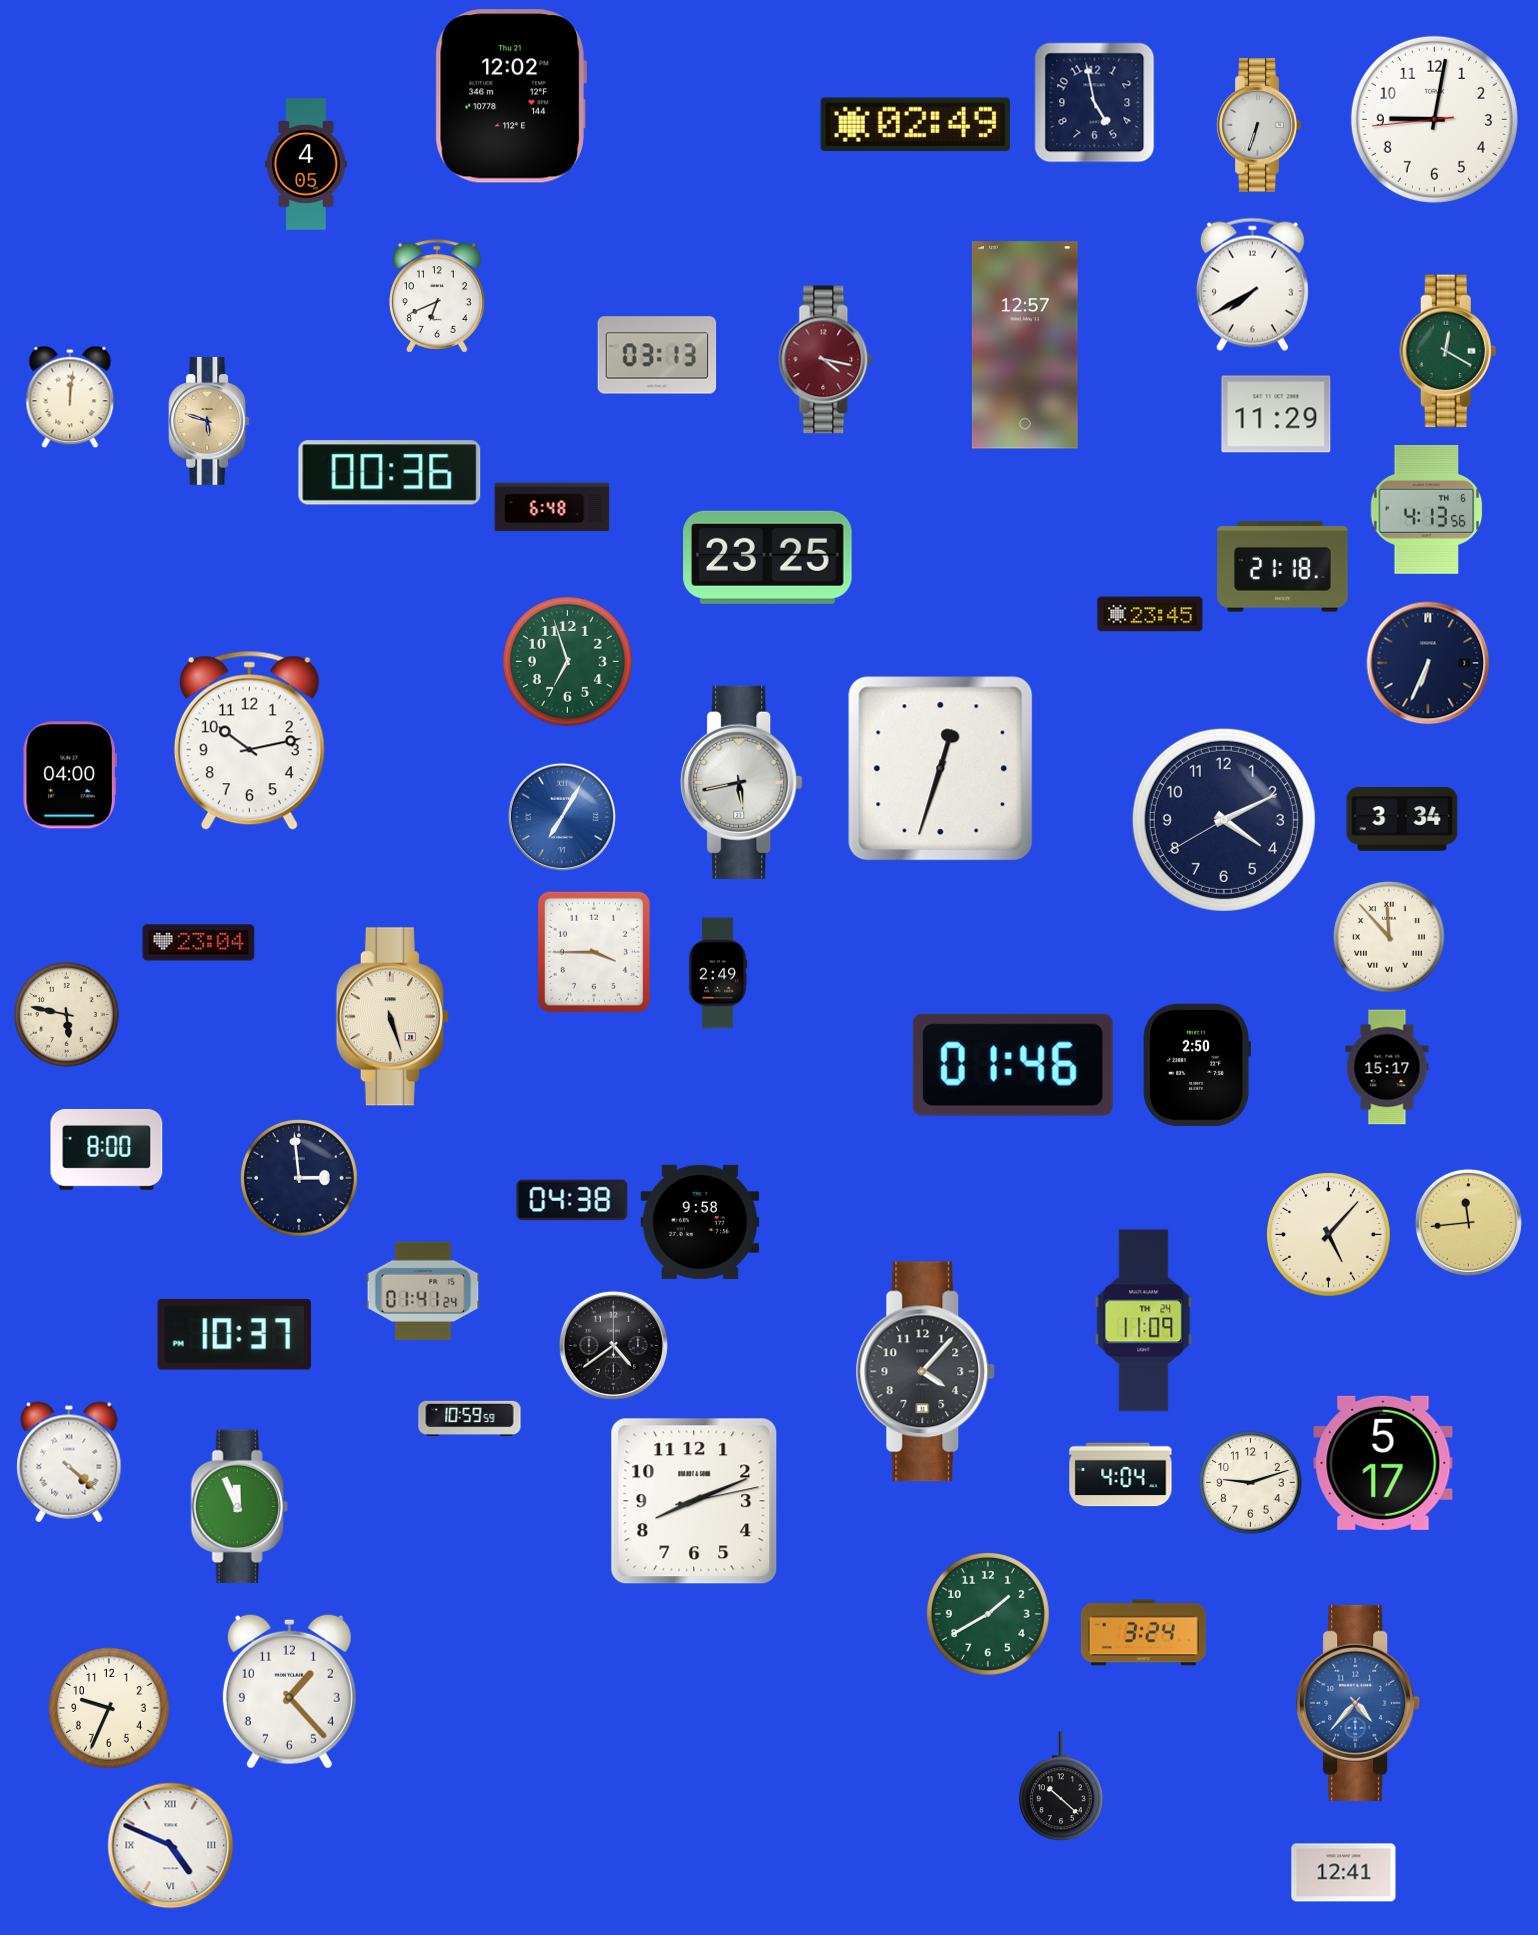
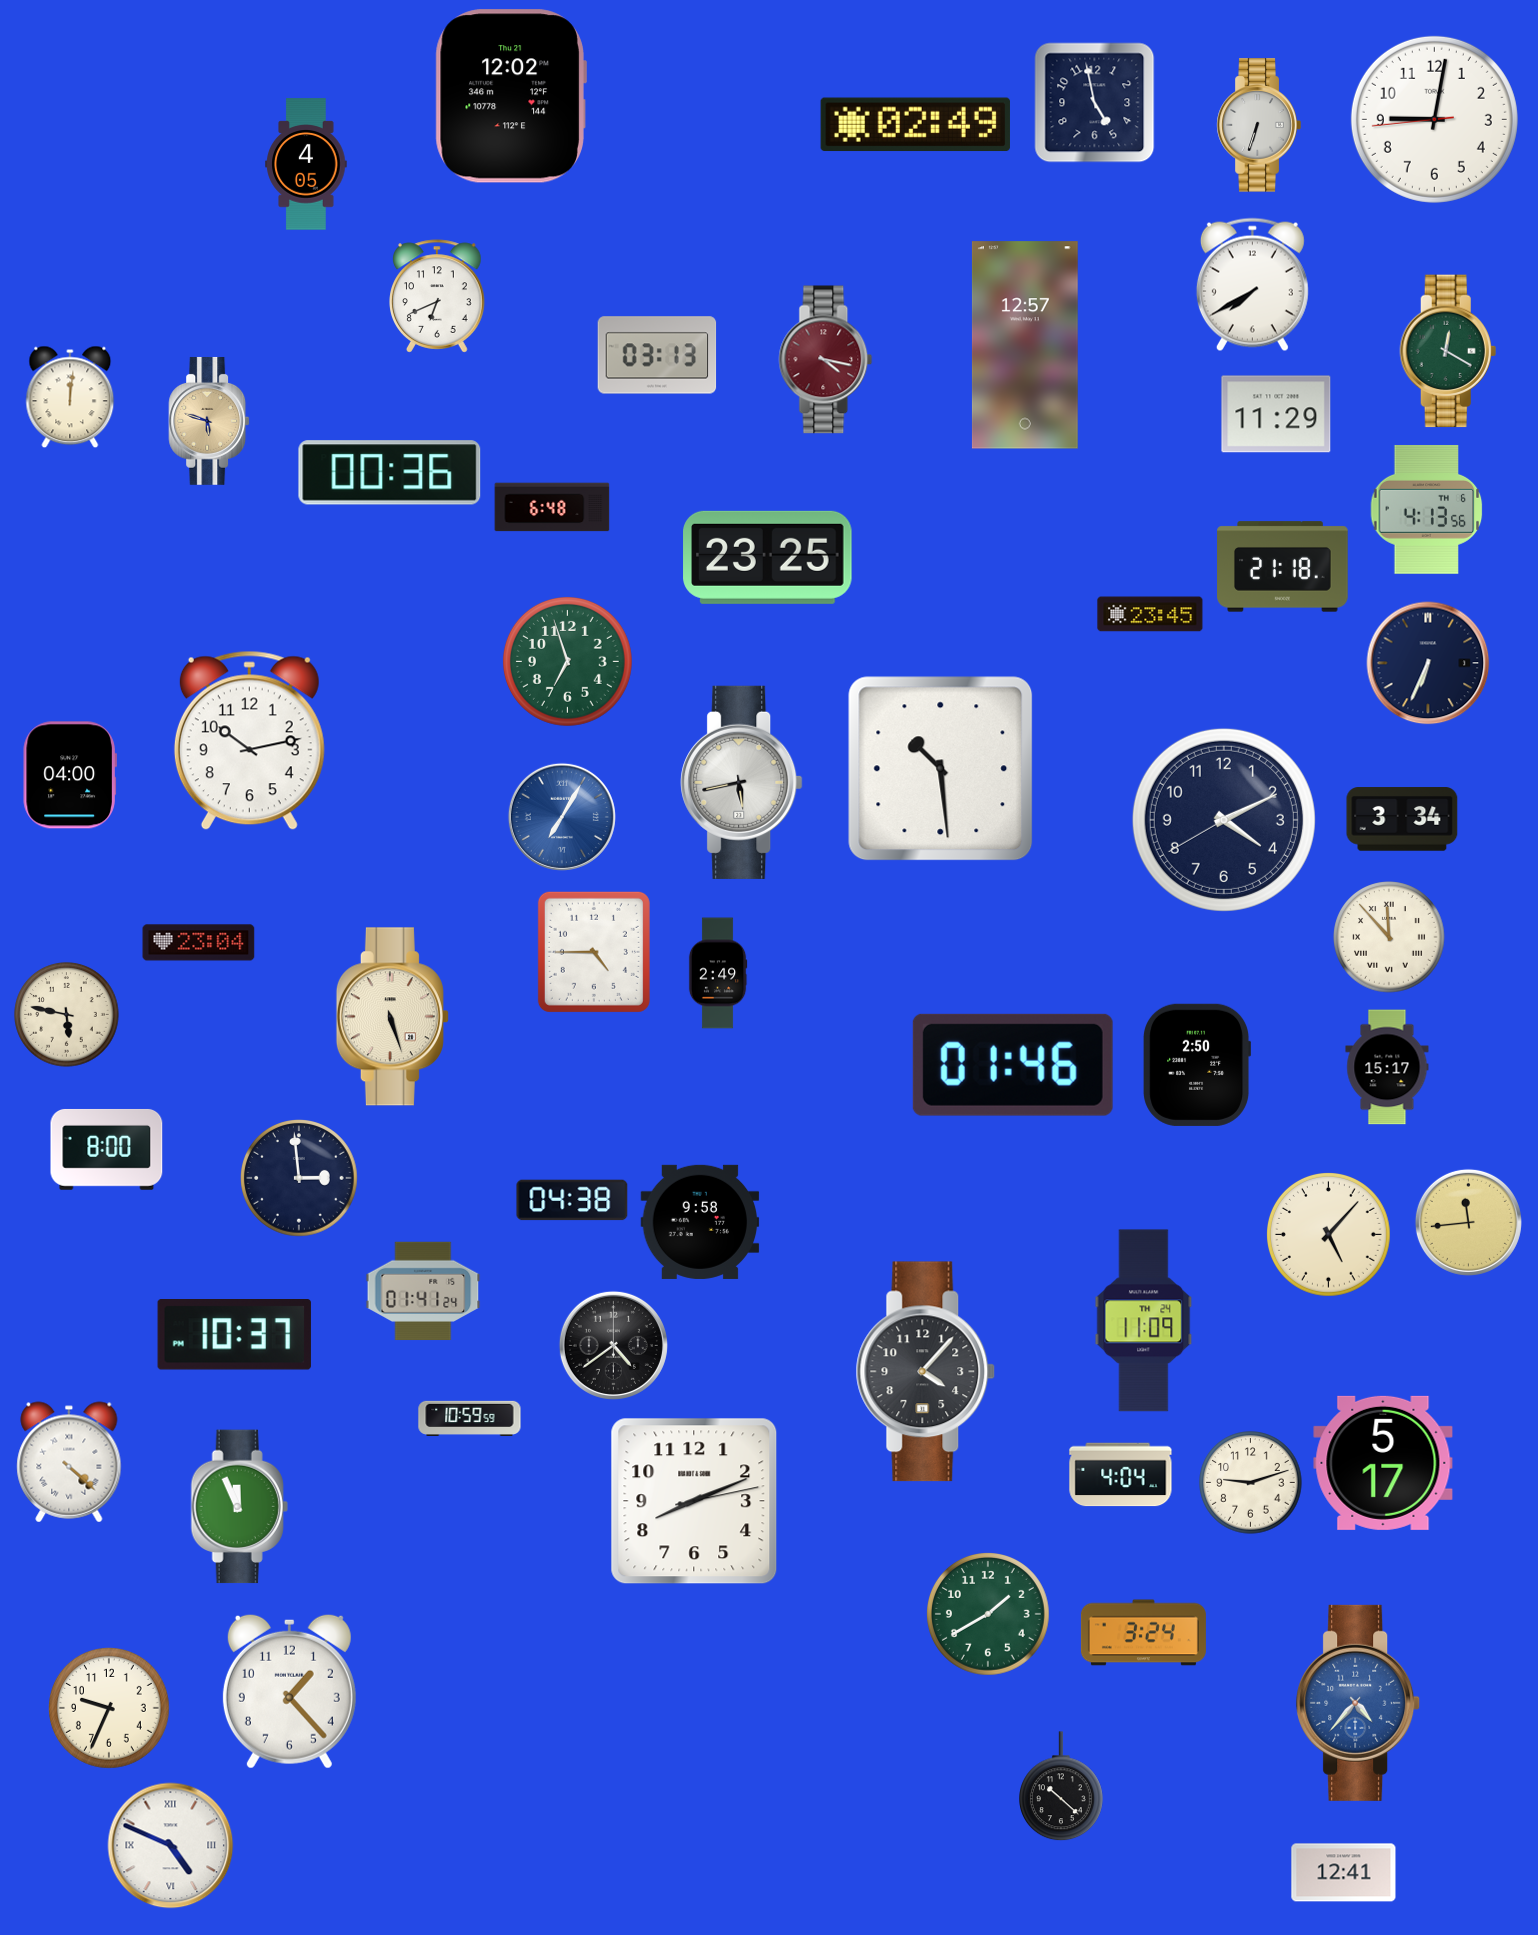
clock at (941, 769): 12:33 -> 10:29
clock at (594, 952): 3:45 -> 4:45
